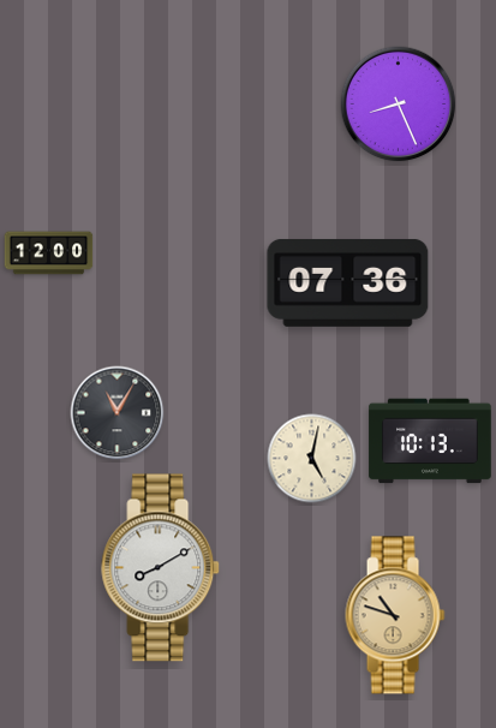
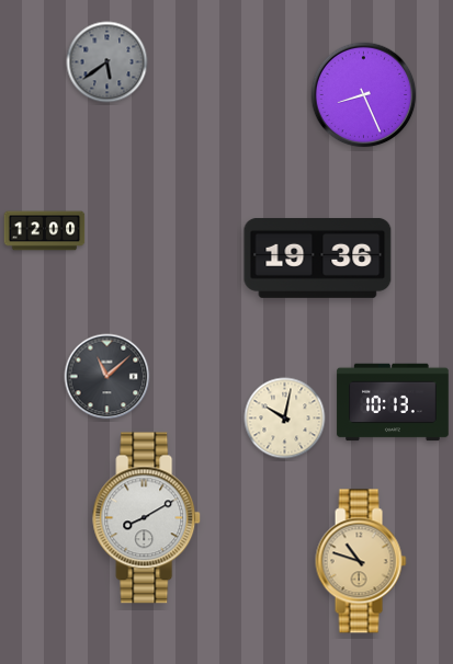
clock at (107, 62): none -> 5:39
clock at (348, 282): 07:36 -> 19:36
clock at (118, 413): 11:05 -> 11:08
clock at (312, 459): 5:02 -> 10:02
